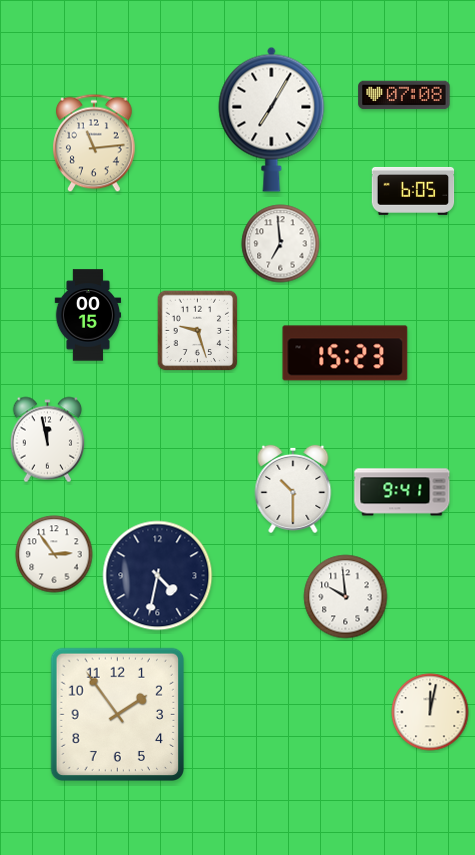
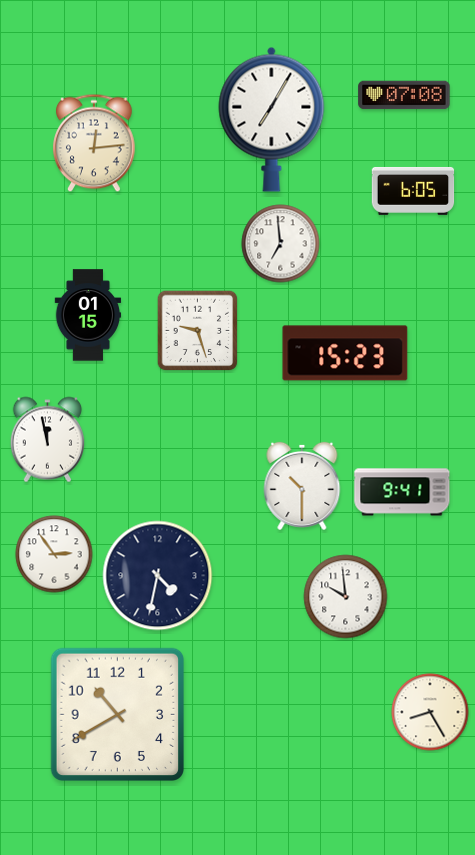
clock at (95, 143): 11:14 -> 12:14
clock at (88, 315): 00:15 -> 01:15
clock at (293, 489) position: (293, 489) -> (302, 486)
clock at (430, 712): 12:02 -> 8:25
clock at (117, 714): 1:54 -> 10:40
